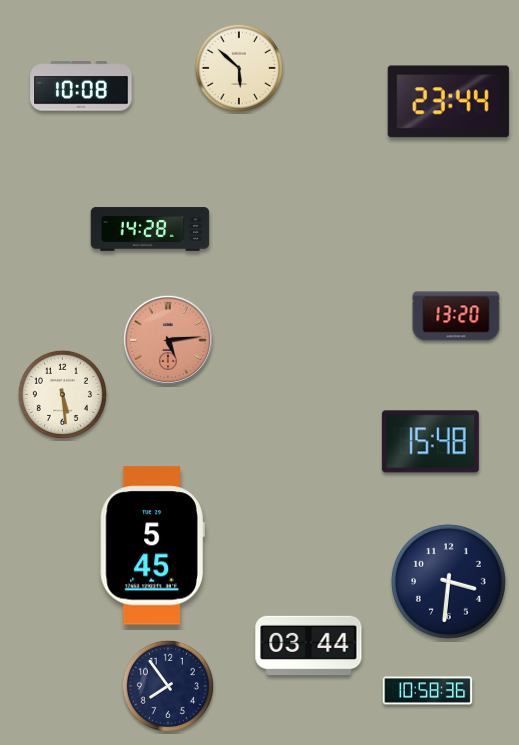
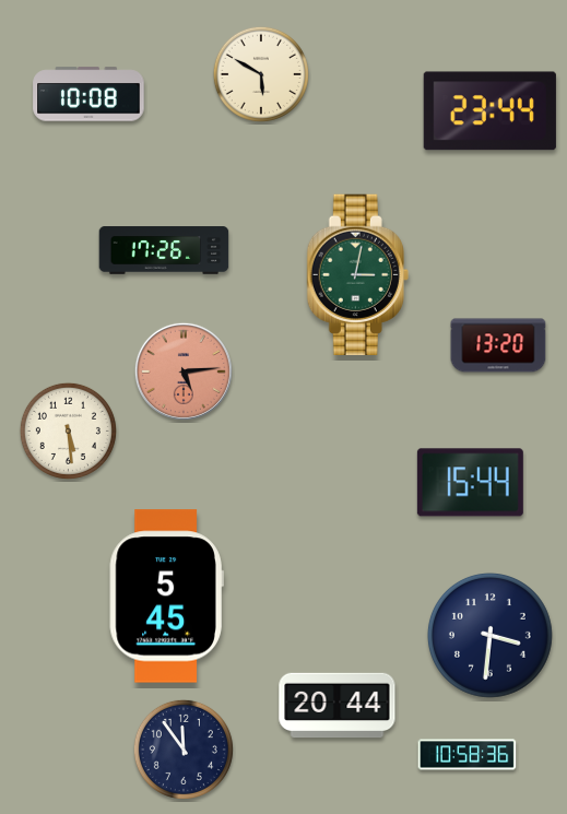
clock at (239, 68): 5:52 -> 5:50
clock at (150, 229): 14:28 -> 17:26
clock at (357, 274): none -> 3:02
clock at (430, 442): 15:48 -> 15:44
clock at (309, 646): 03:44 -> 20:44
clock at (168, 686): 7:54 -> 11:54
